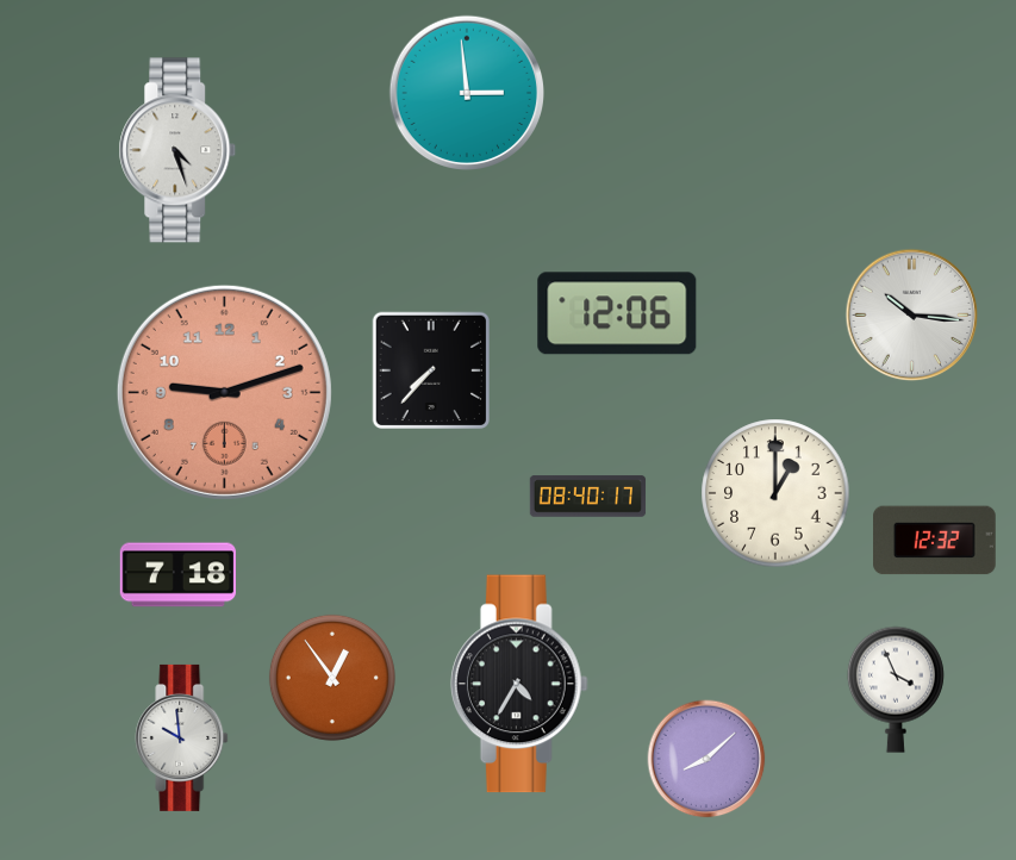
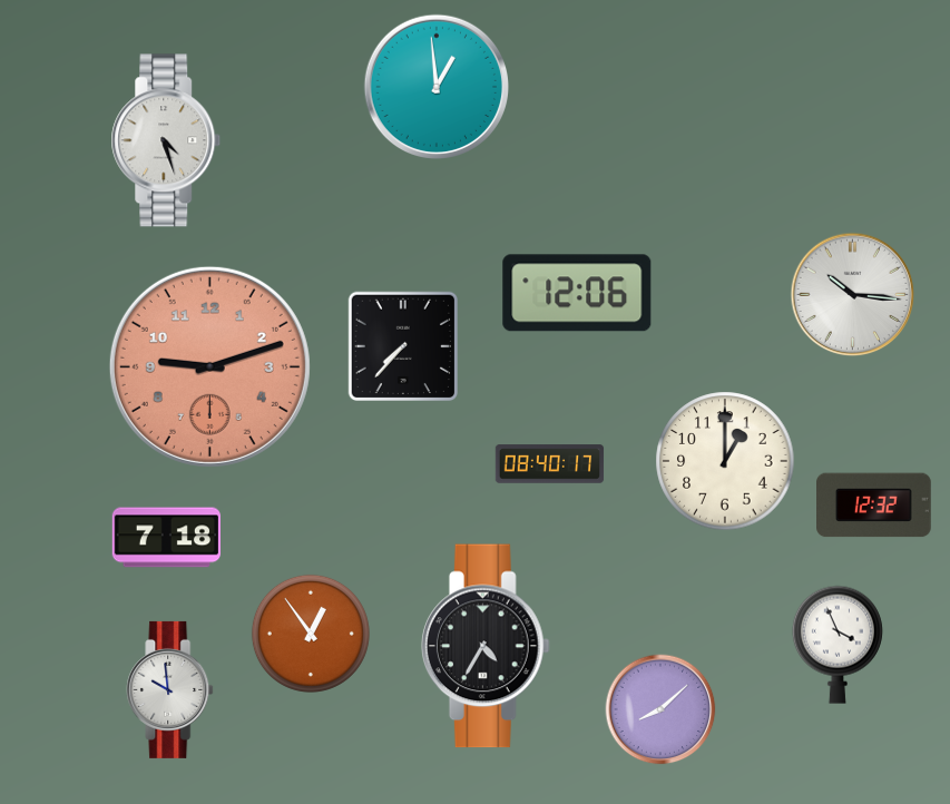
clock at (466, 92): 2:59 -> 12:59
clock at (519, 684) position: (519, 684) -> (486, 646)
